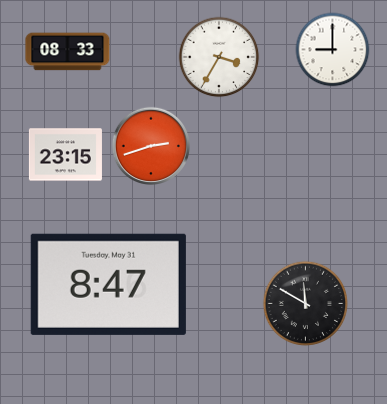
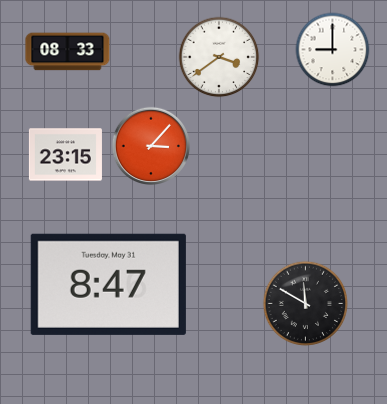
clock at (219, 57): 3:35 -> 3:39
clock at (150, 145): 2:42 -> 3:07
